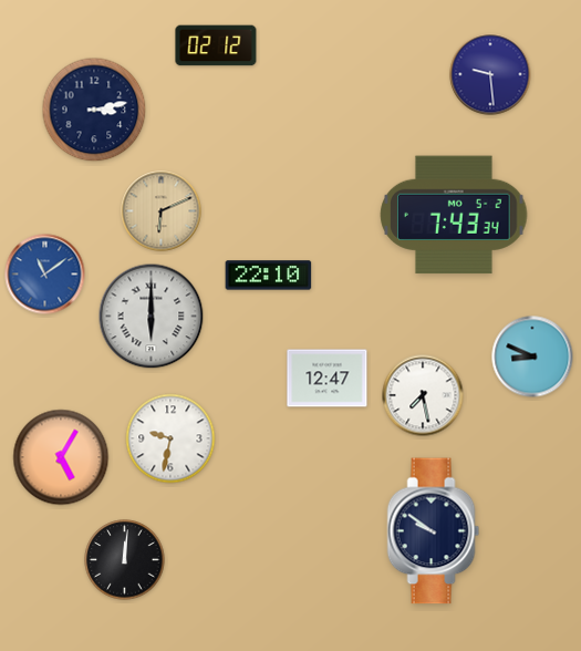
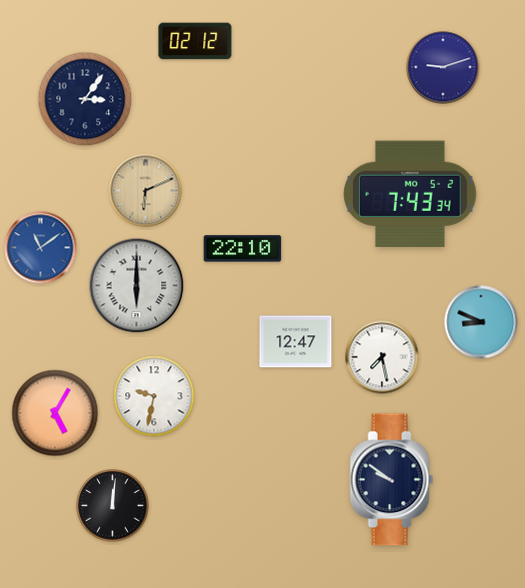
clock at (490, 74): 9:29 -> 9:12
clock at (94, 110): 3:13 -> 3:06
